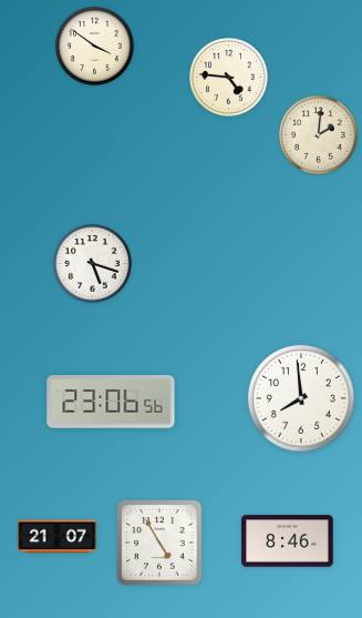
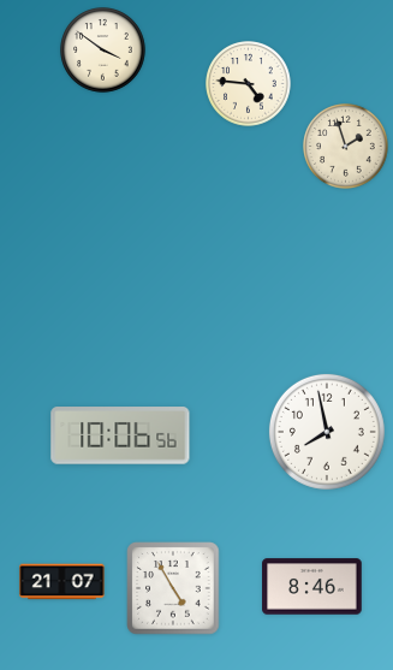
clock at (319, 135): 2:01 -> 1:57
clock at (93, 264): 5:18 -> none
clock at (301, 398): 7:59 -> 7:58
clock at (111, 402): 23:06 -> 10:06
